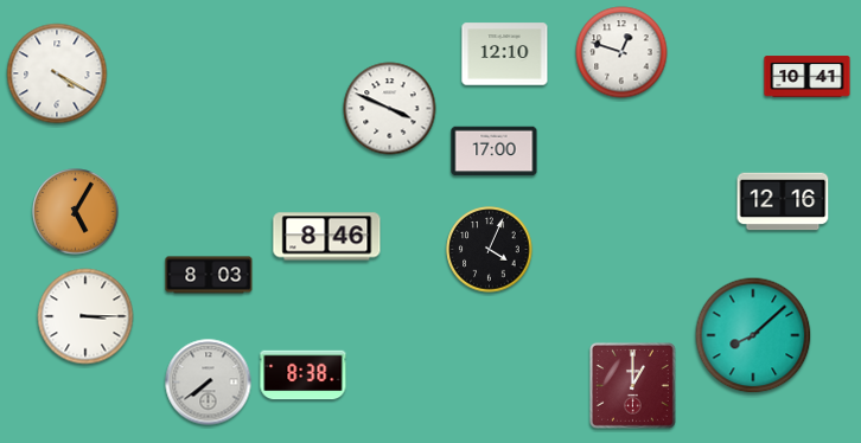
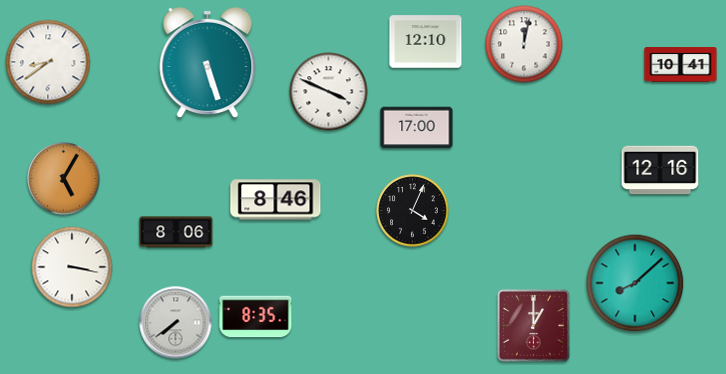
clock at (621, 52): 12:48 -> 12:02
clock at (505, 54) position: (505, 54) -> (426, 42)
clock at (57, 73): 4:20 -> 8:39
clock at (208, 63): none -> 5:27
clock at (209, 275): 8:03 -> 8:06
clock at (85, 316): 3:15 -> 3:17
clock at (304, 375): 8:38 -> 8:35
